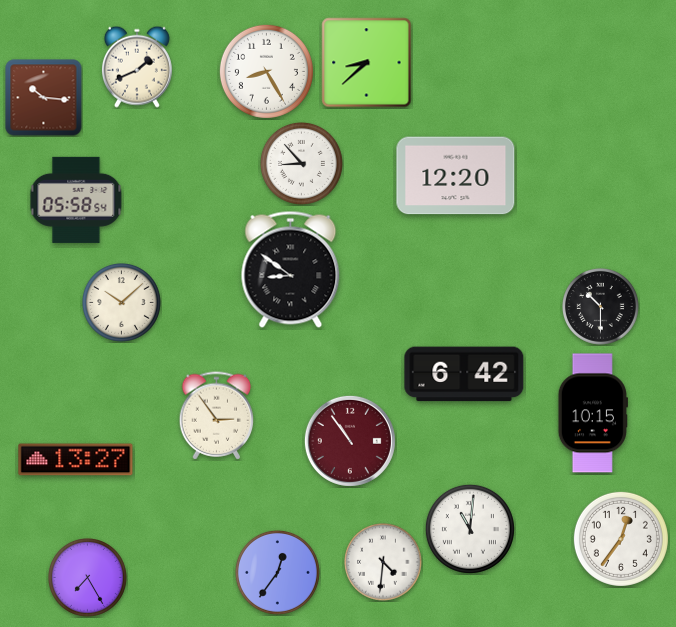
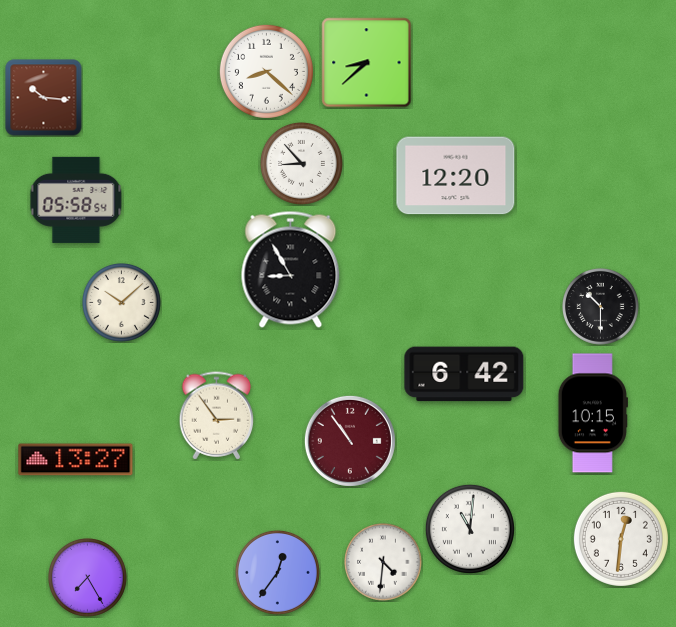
clock at (137, 67): 1:41 -> none
clock at (266, 71): 8:25 -> 8:22
clock at (291, 269): 8:51 -> 8:55
clock at (621, 539): 12:36 -> 12:31
